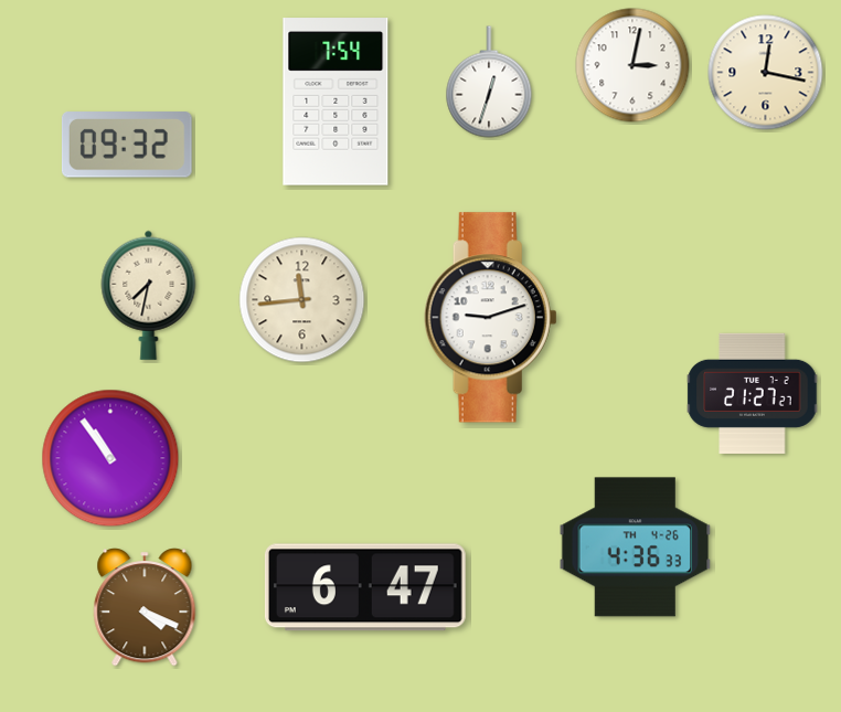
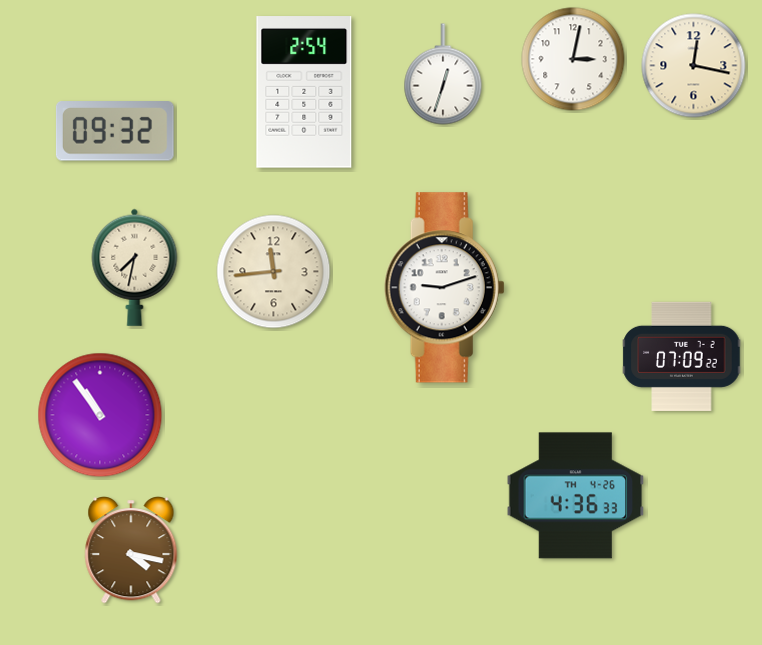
clock at (336, 102): 7:54 -> 2:54
clock at (753, 393): 21:27 -> 07:09
clock at (365, 587): 6:47 -> none
clock at (145, 607): 4:19 -> 4:17
